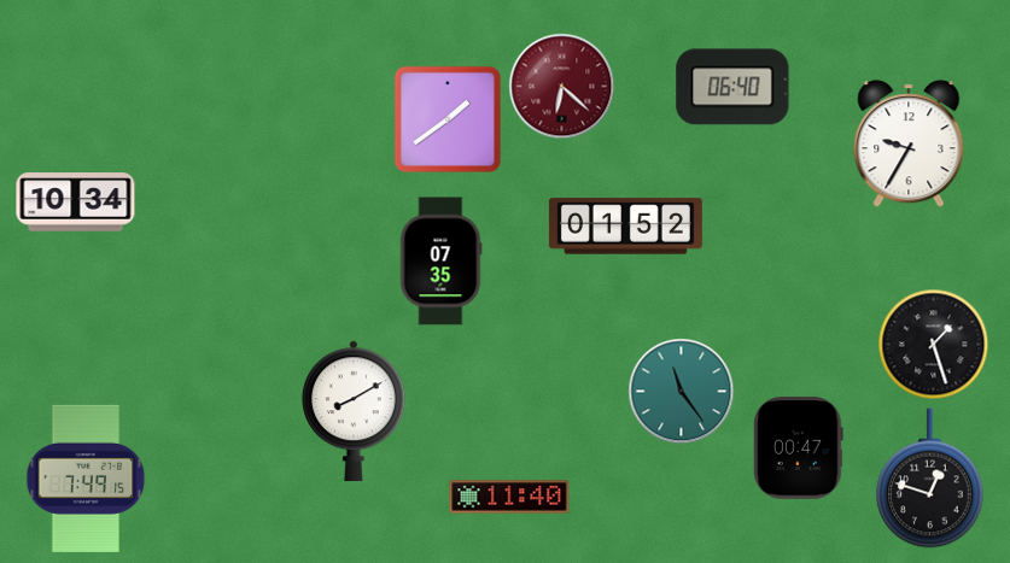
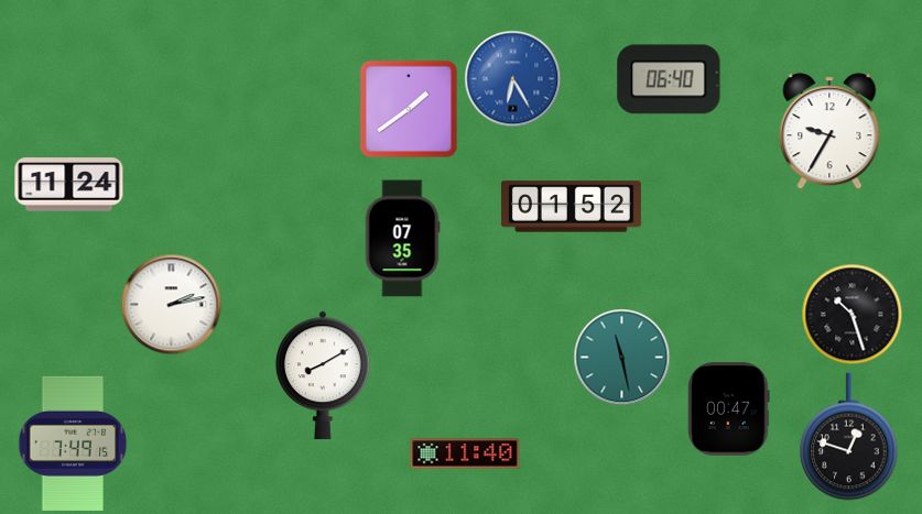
clock at (561, 86): 6:22 -> 6:25
clock at (561, 86) dial: burgundy -> blue
clock at (76, 203): 10:34 -> 11:24
clock at (171, 304): none -> 2:13
clock at (933, 344): 1:27 -> 10:27
clock at (681, 391): 11:24 -> 11:28
clock at (86, 479) position: (86, 479) -> (73, 444)
